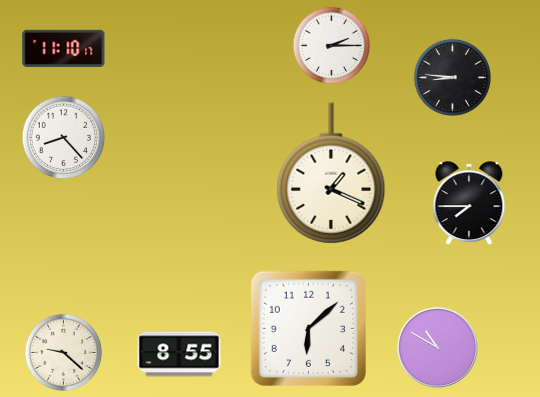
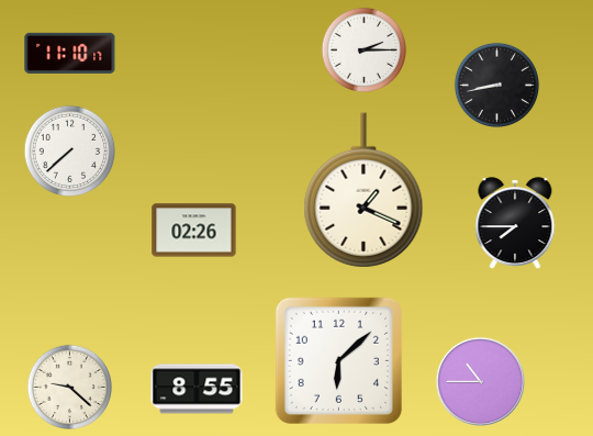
clock at (452, 77): 8:46 -> 8:43
clock at (63, 137): 8:23 -> 7:38
clock at (194, 231): none -> 02:26
clock at (437, 347): 10:50 -> 10:45
